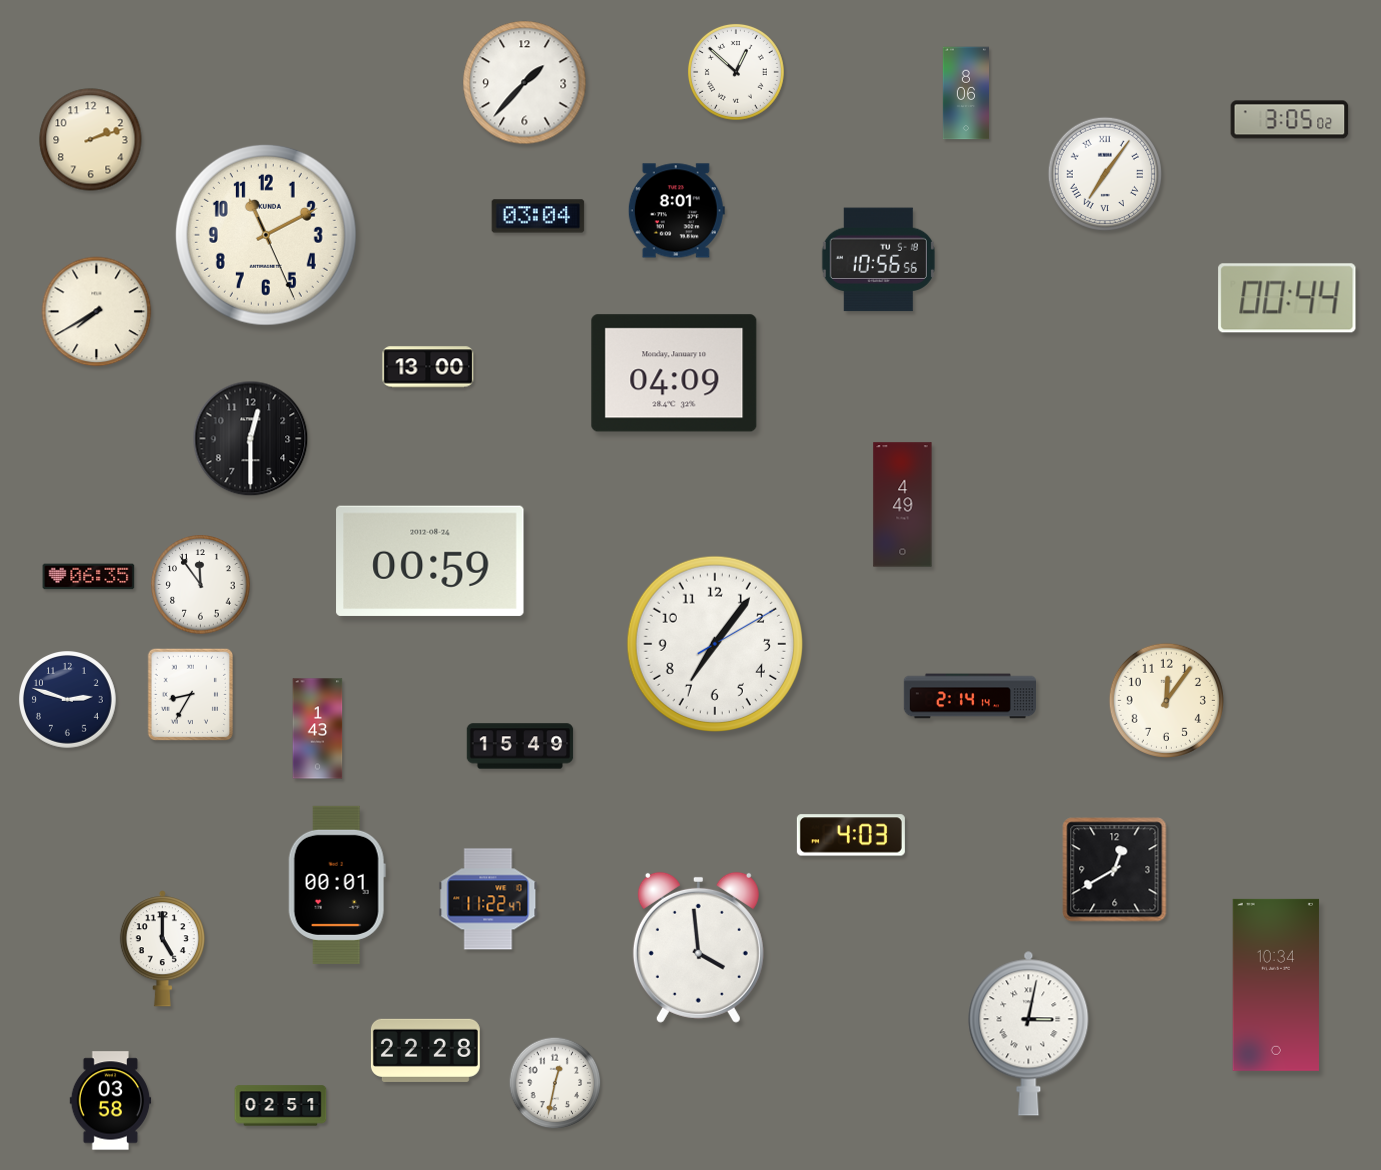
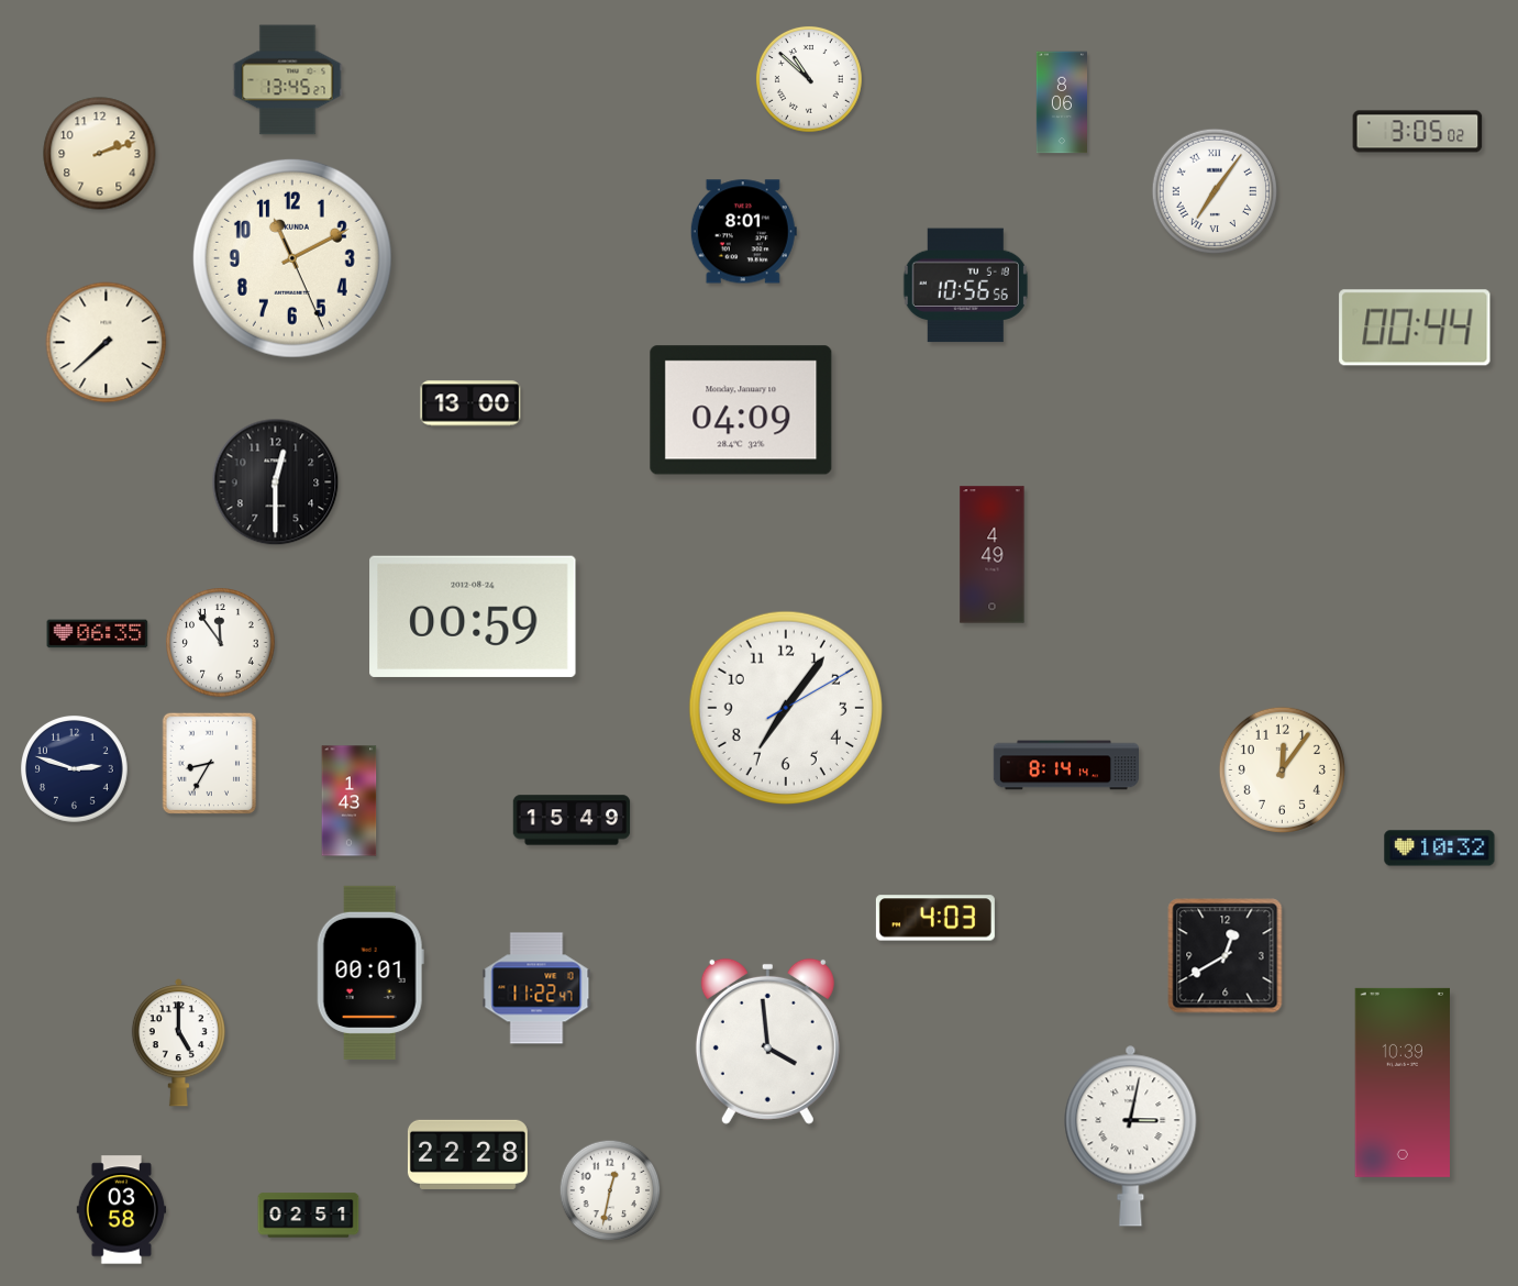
clock at (736, 72): 12:52 -> 10:52
clock at (288, 80): none -> 13:45
clock at (525, 83): 1:37 -> none
clock at (538, 216): 03:04 -> none
clock at (97, 312): 7:40 -> 7:38
clock at (969, 696): 2:14 -> 8:14
clock at (1440, 849): none -> 10:32
clock at (1275, 985): 10:34 -> 10:39
